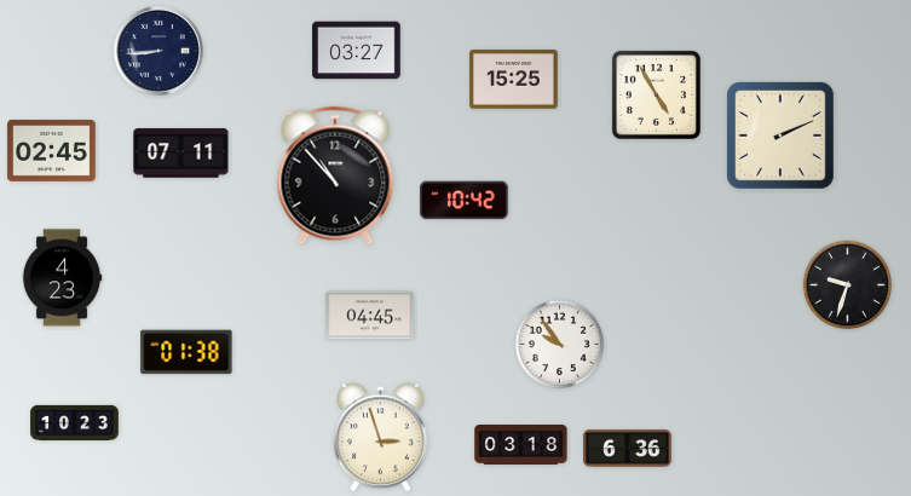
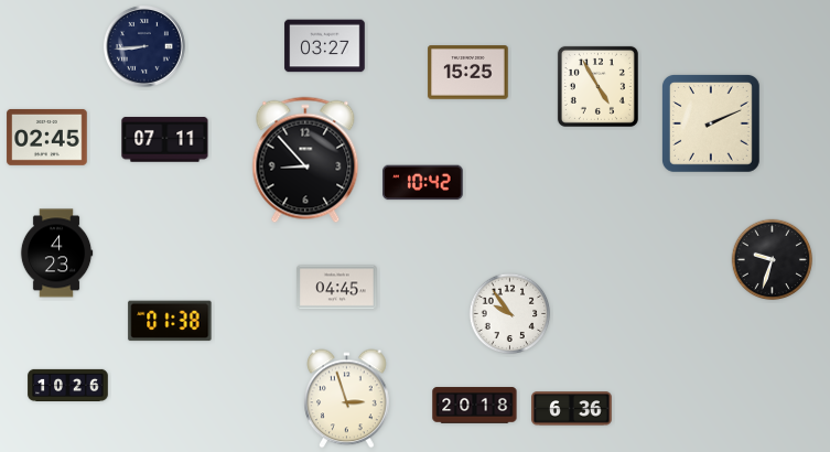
clock at (335, 175): 10:53 -> 8:53
clock at (75, 422): 10:23 -> 10:26
clock at (521, 445): 03:18 -> 20:18
